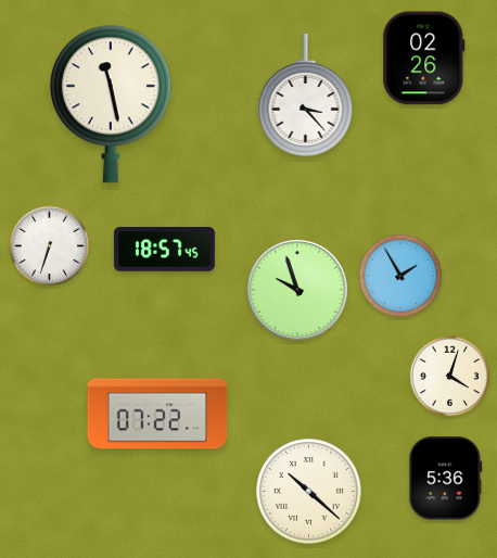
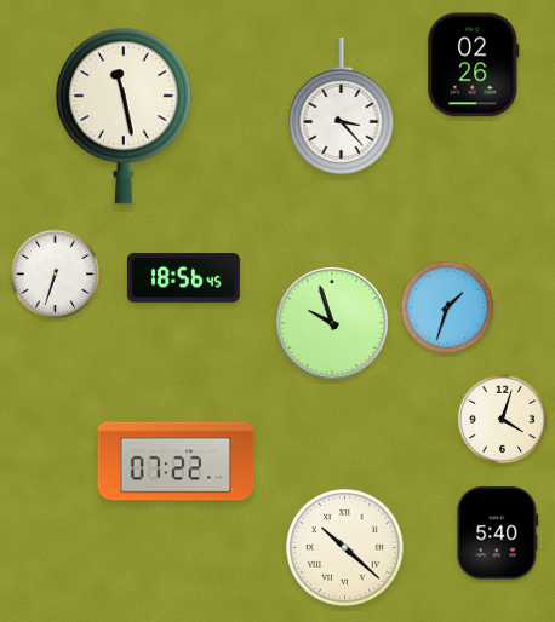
clock at (164, 250): 18:57 -> 18:56
clock at (400, 276): 1:55 -> 1:33
clock at (446, 479): 5:36 -> 5:40
